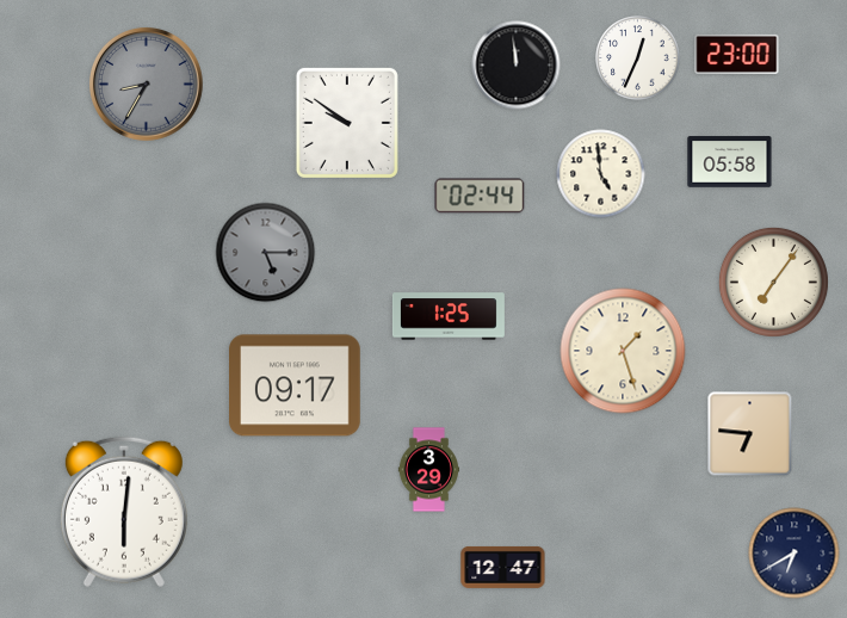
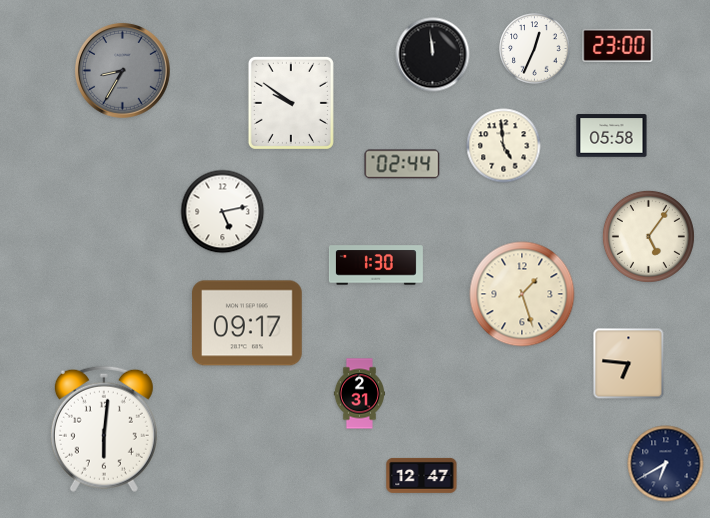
clock at (266, 253): 5:15 -> 5:13
clock at (266, 253) dial: grey -> white
clock at (773, 282): 7:06 -> 5:06
clock at (449, 316): 1:25 -> 1:30
clock at (428, 470): 3:29 -> 2:31
